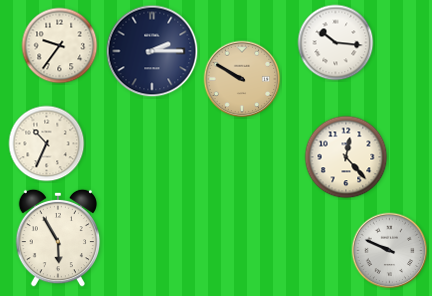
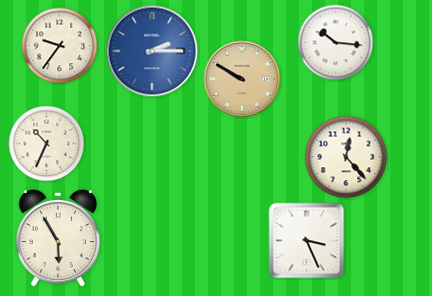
clock at (152, 51) dial: navy -> blue
clock at (307, 241): none -> 3:26
clock at (390, 251): 9:49 -> none
